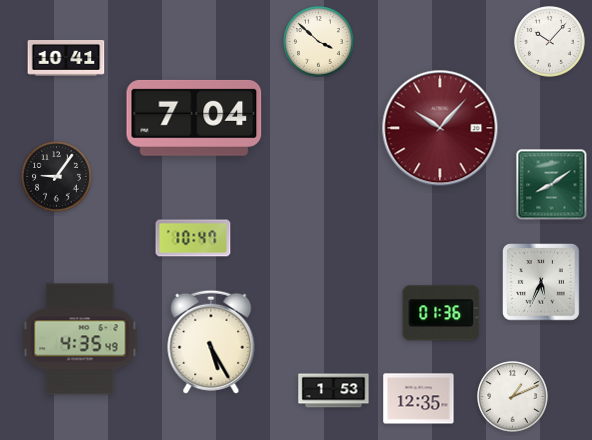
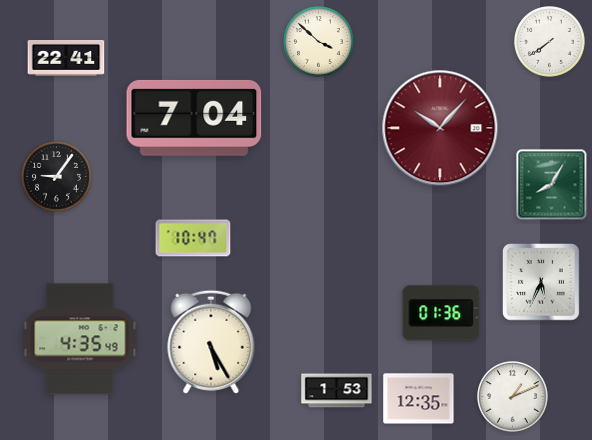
clock at (550, 42): 10:07 -> 7:39
clock at (66, 58): 10:41 -> 22:41
clock at (552, 185): 8:09 -> 8:05
clock at (334, 391) position: (334, 391) -> (337, 391)
